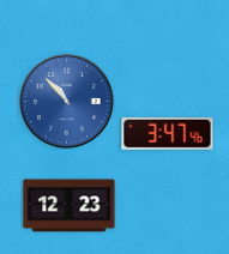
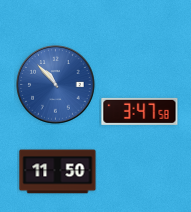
clock at (168, 133): 3:47:46 -> 3:47:58
clock at (70, 206): 12:23 -> 11:50
